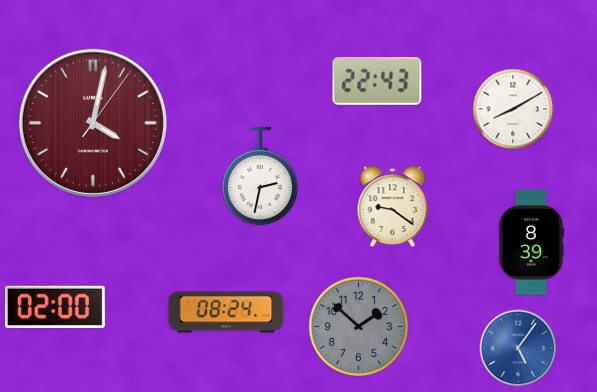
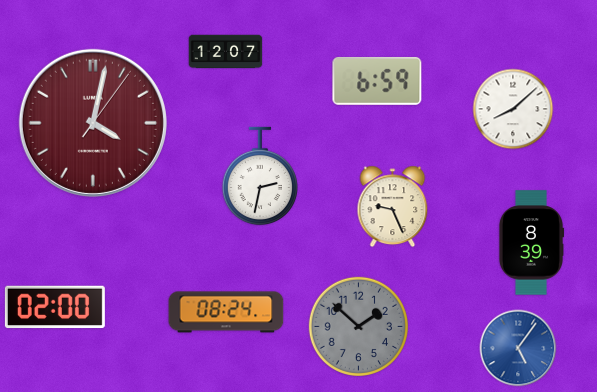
clock at (226, 52): none -> 12:07
clock at (377, 81): 22:43 -> 6:59
clock at (513, 109): 8:10 -> 8:08
clock at (393, 207): 9:21 -> 9:26
